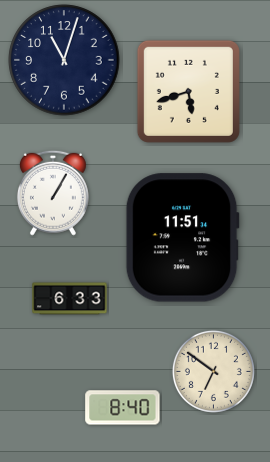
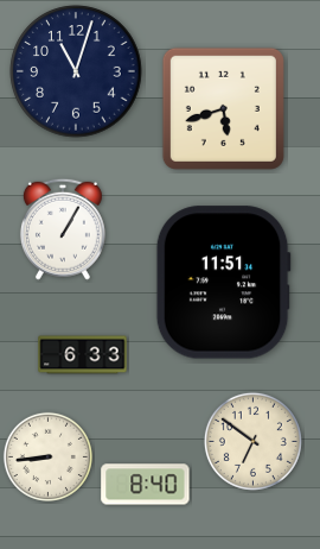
clock at (182, 238) position: (182, 238) -> (223, 283)
clock at (47, 456): none -> 8:44
